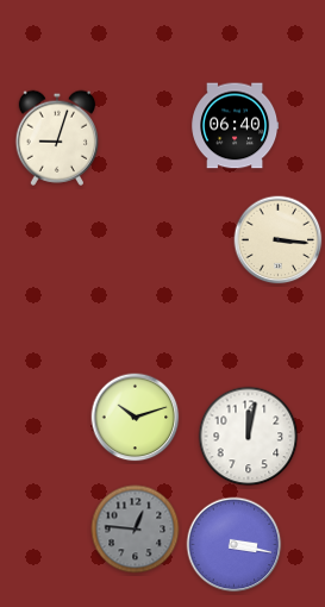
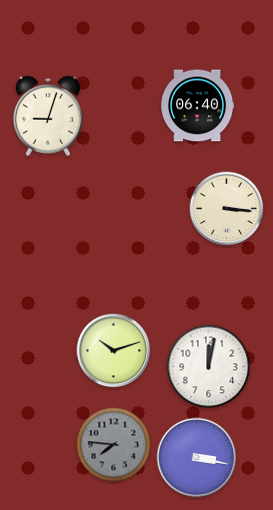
clock at (279, 240) position: (279, 240) -> (227, 209)
clock at (136, 530): 12:46 -> 7:46
